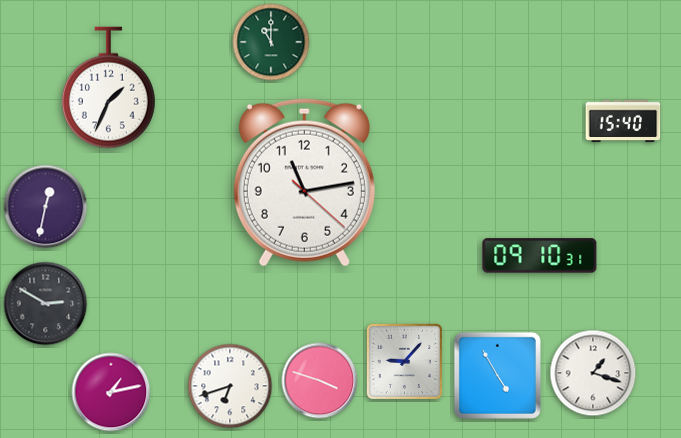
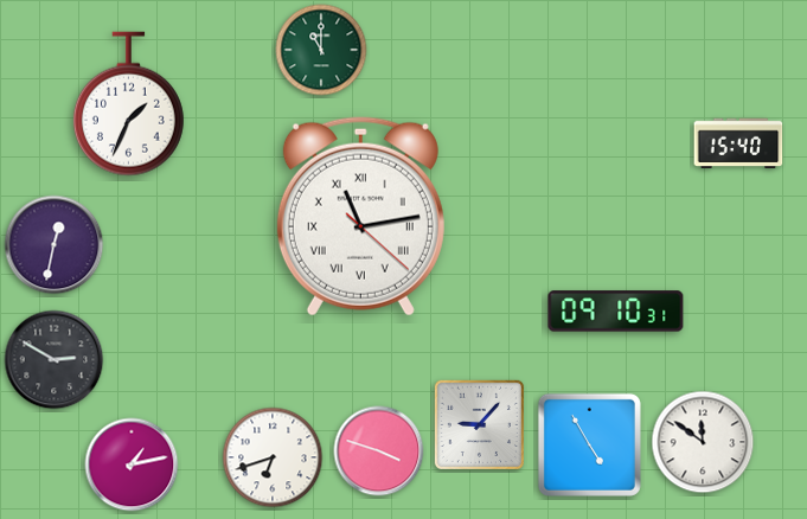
clock at (304, 183) numerals: Arabic -> Roman
clock at (540, 256) position: (540, 256) -> (616, 312)
clock at (404, 361) position: (404, 361) -> (479, 424)
clock at (593, 373): 1:18 -> 11:51
